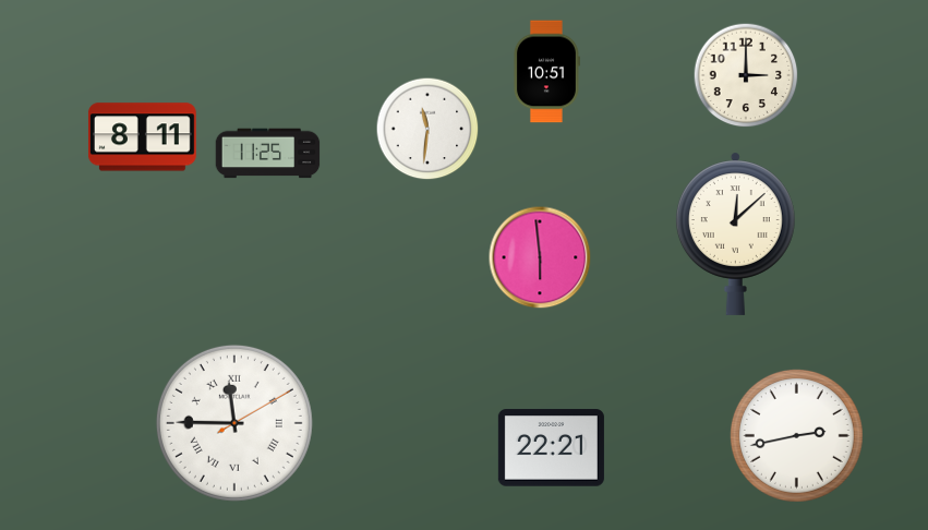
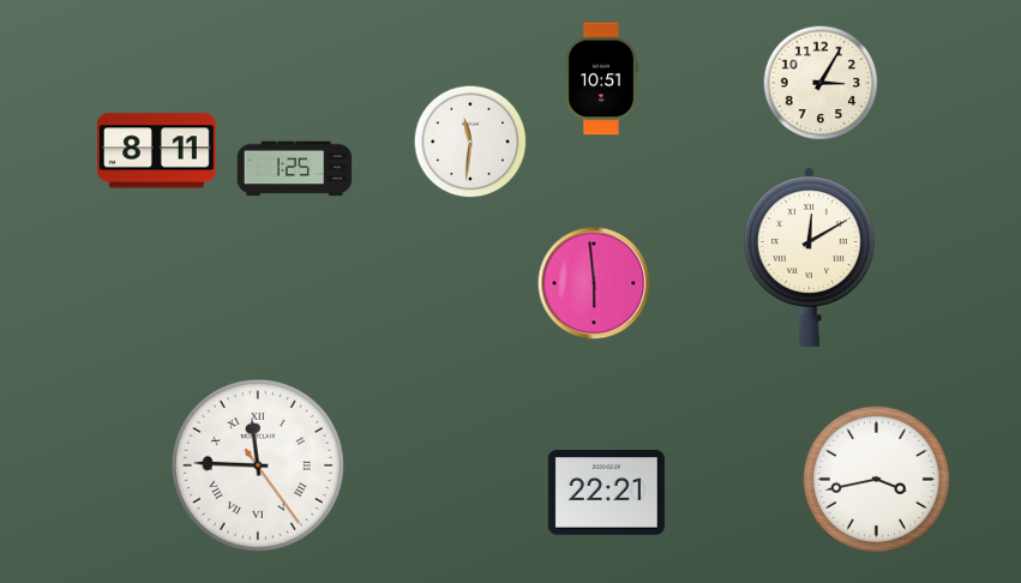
clock at (746, 75): 3:00 -> 3:05
clock at (268, 154): 11:25 -> 1:25
clock at (735, 233): 12:08 -> 12:10
clock at (234, 423): 11:45:10 -> 11:45:24
clock at (796, 435): 2:43 -> 3:43
